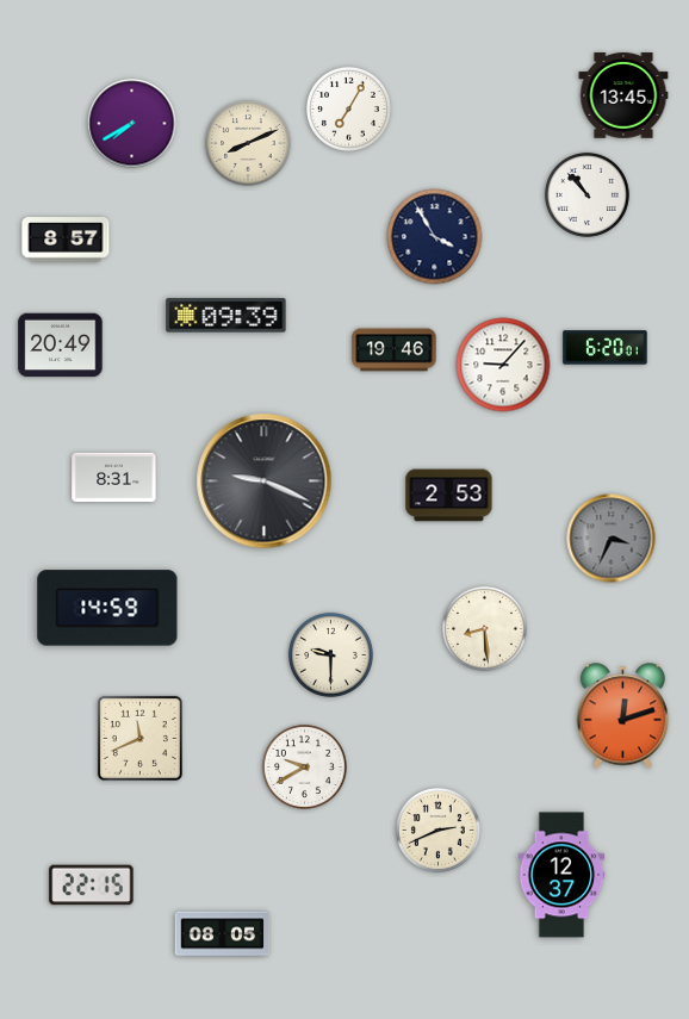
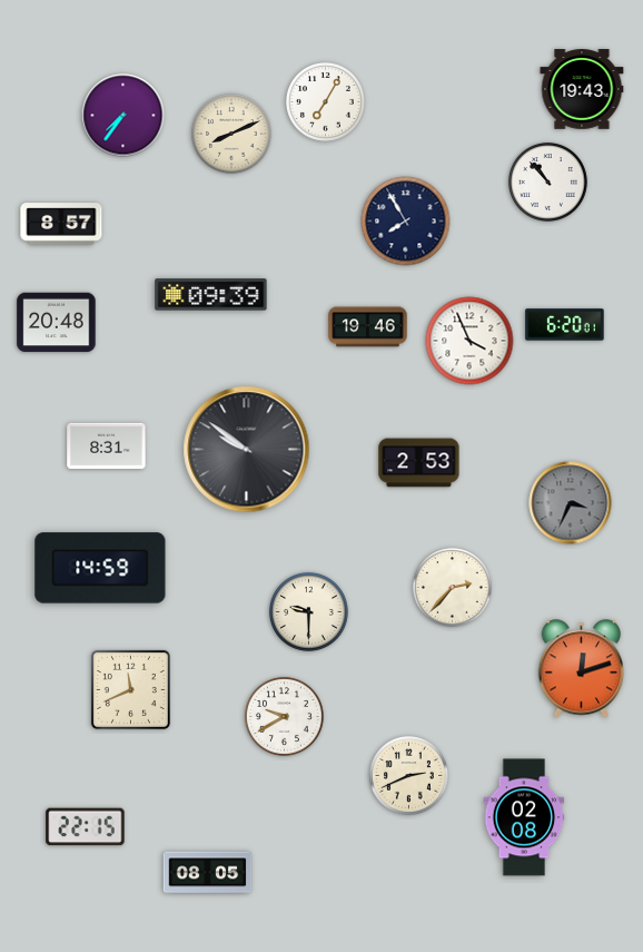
clock at (623, 95): 13:45 -> 19:43
clock at (132, 124): 7:40 -> 7:36
clock at (435, 237): 3:55 -> 7:55
clock at (61, 346): 20:49 -> 20:48
clock at (503, 365): 9:07 -> 3:56
clock at (265, 481): 9:19 -> 9:51
clock at (484, 628): 8:29 -> 2:37
clock at (561, 875): 12:37 -> 02:08
